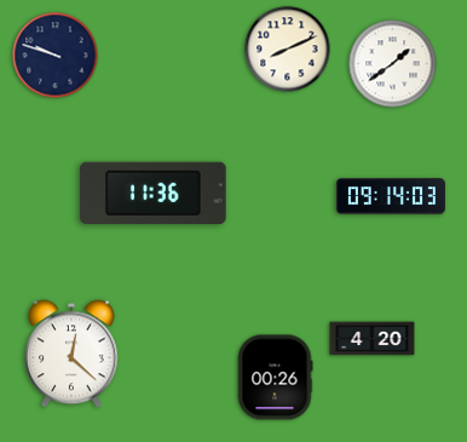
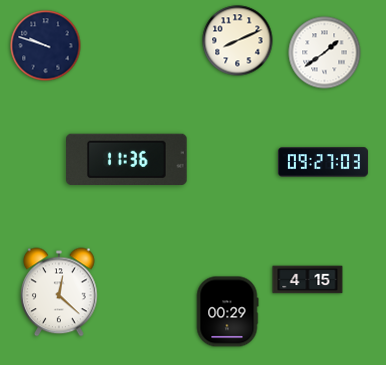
clock at (391, 196): 09:14 -> 09:27
clock at (373, 339): 4:20 -> 4:15
clock at (275, 378): 00:26 -> 00:29
